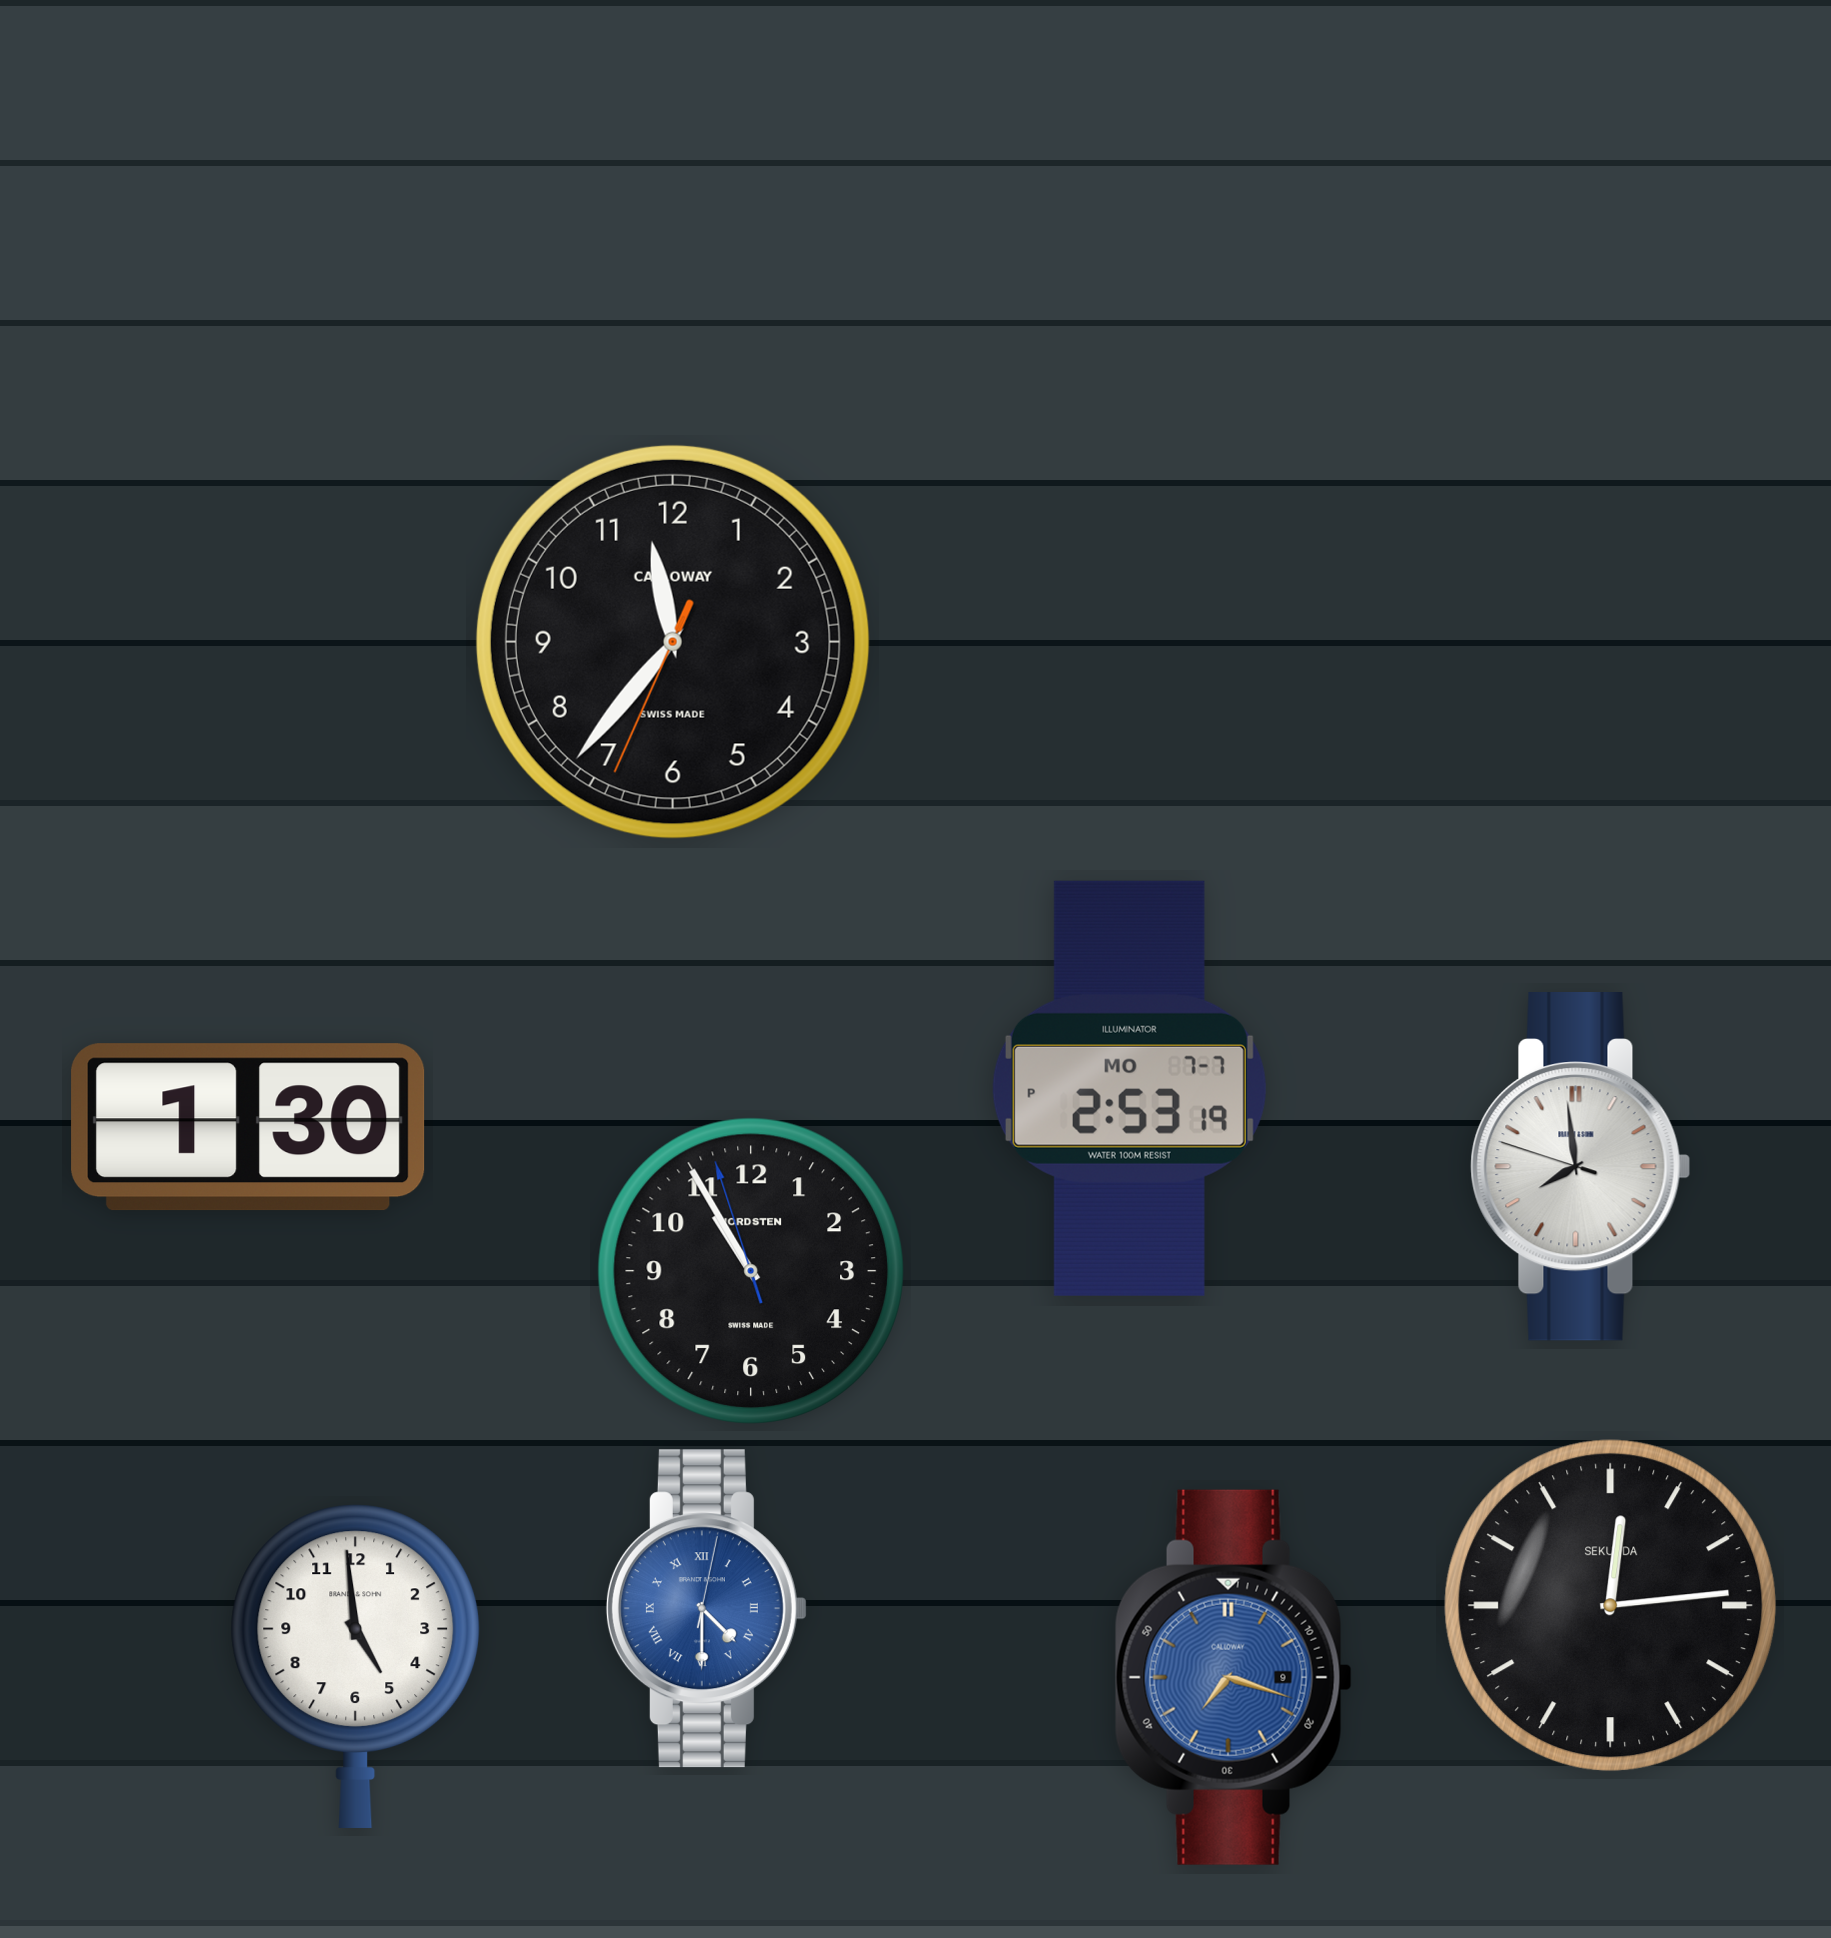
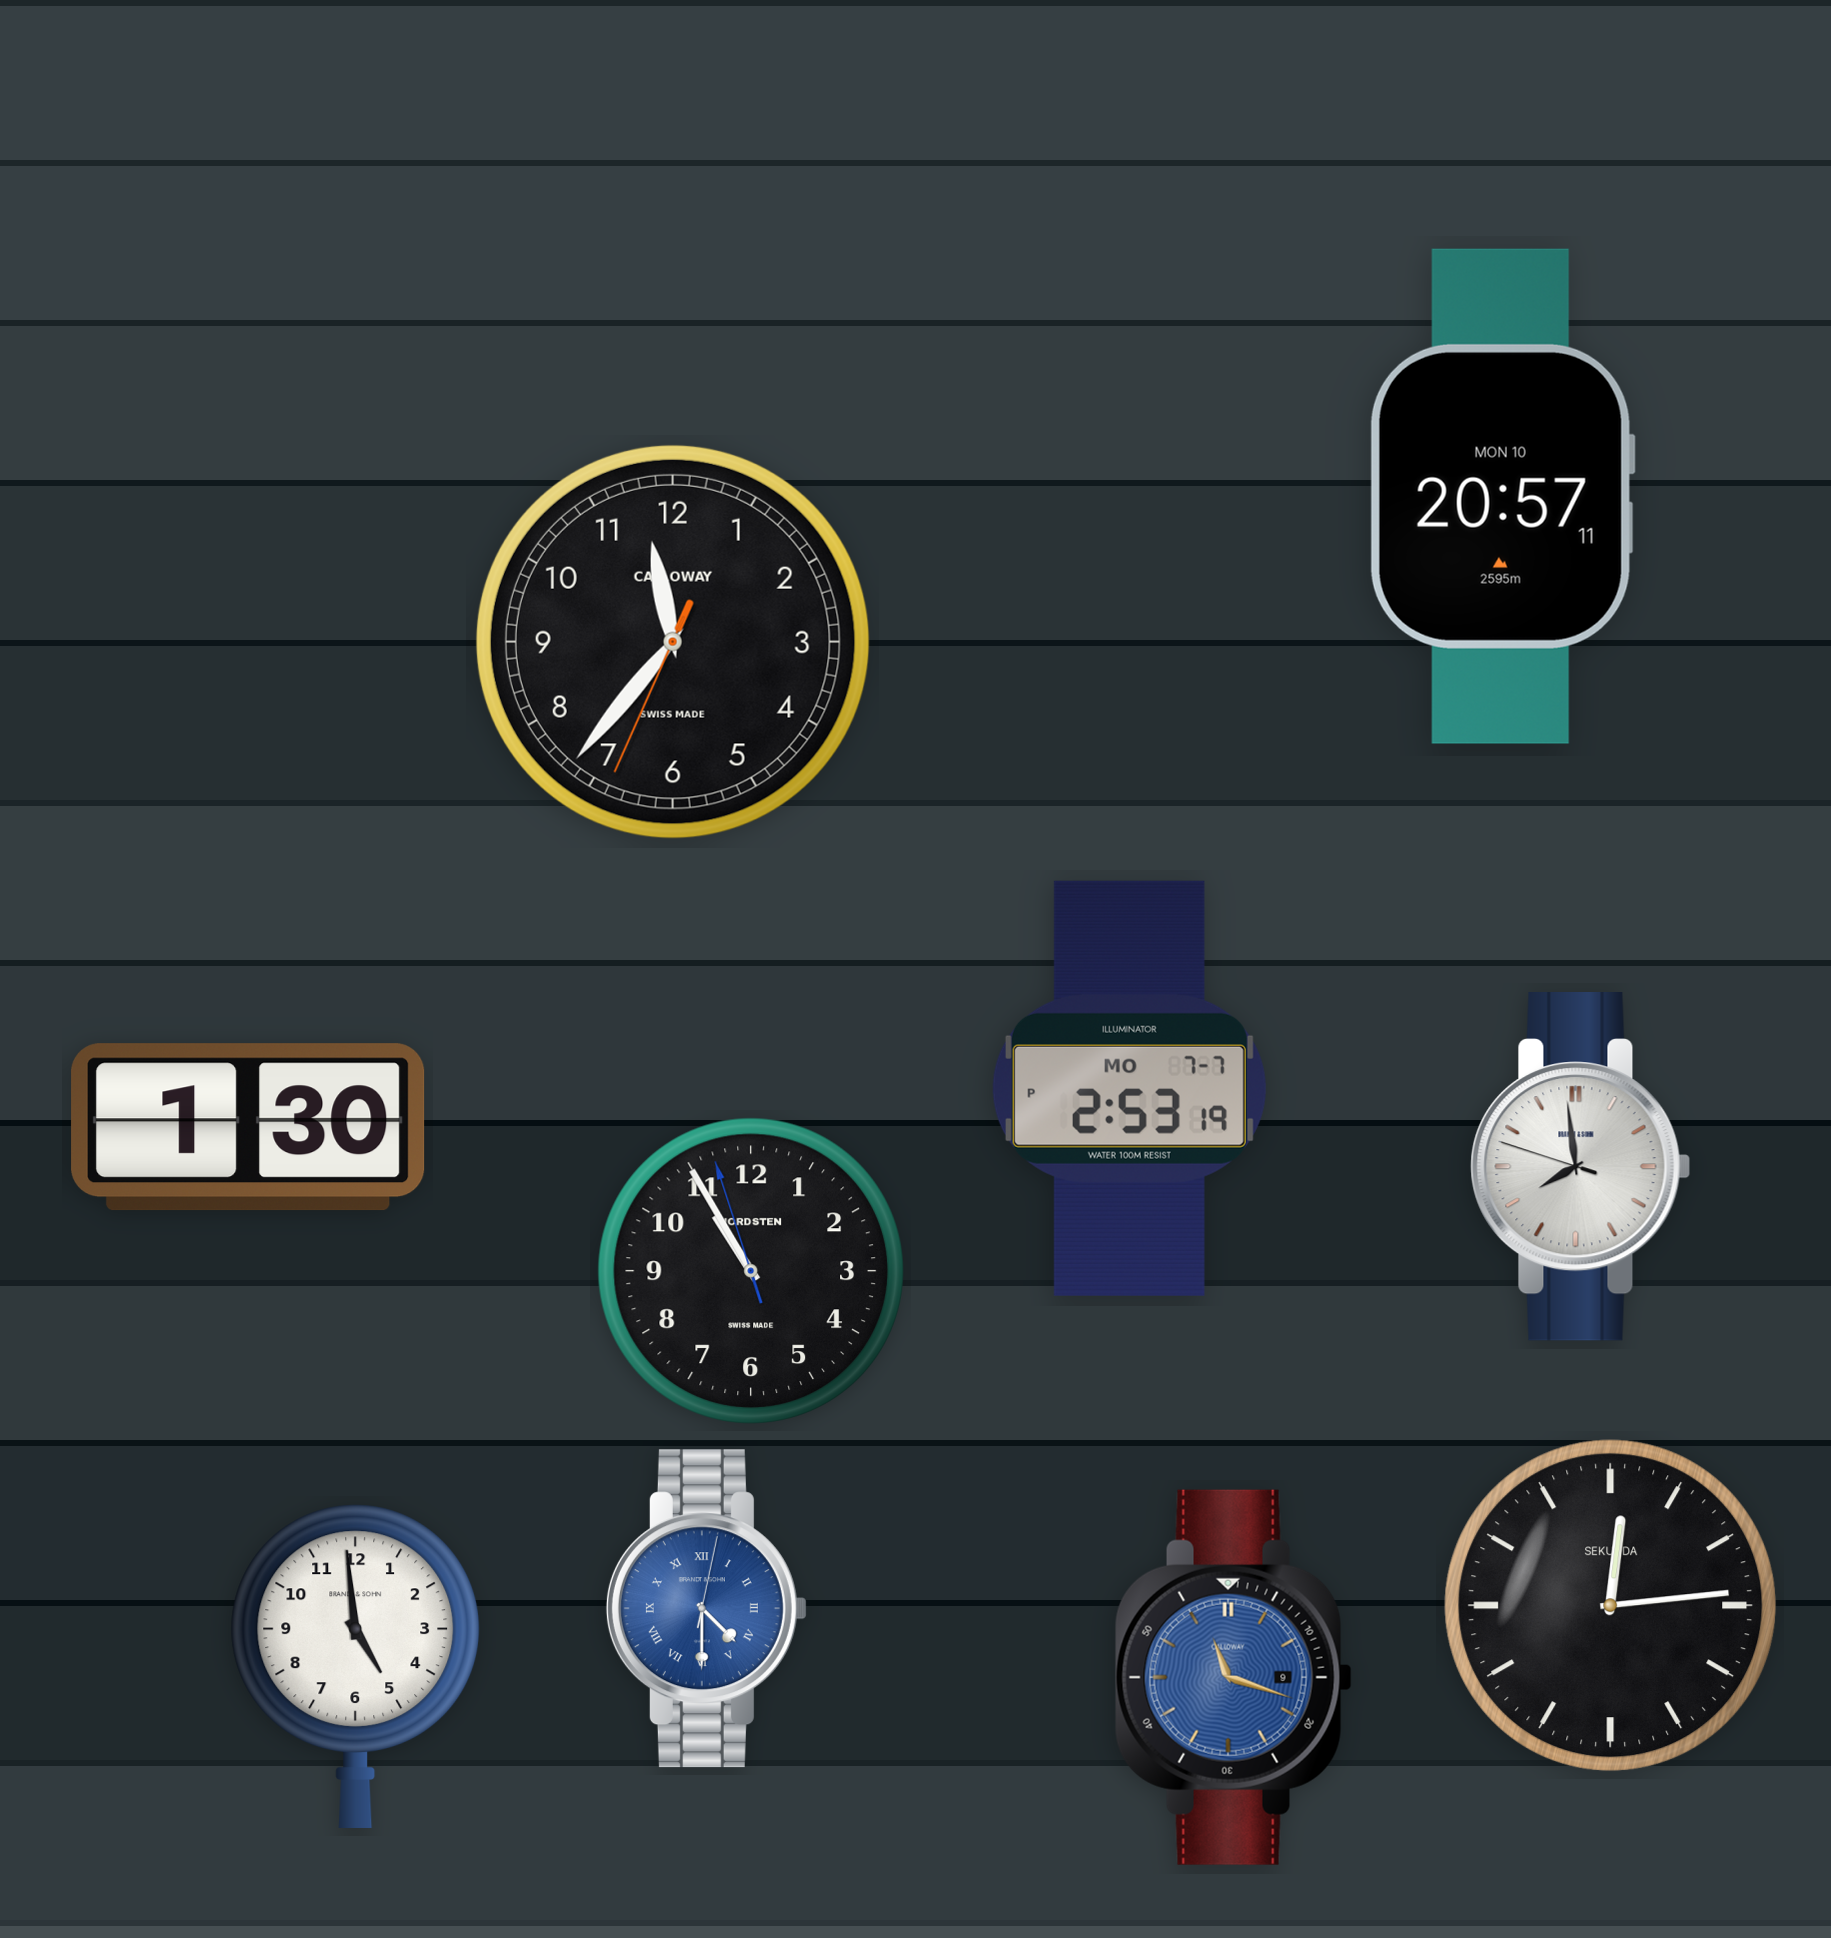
clock at (1502, 496): none -> 20:57
clock at (1233, 1677): 7:18 -> 11:18
